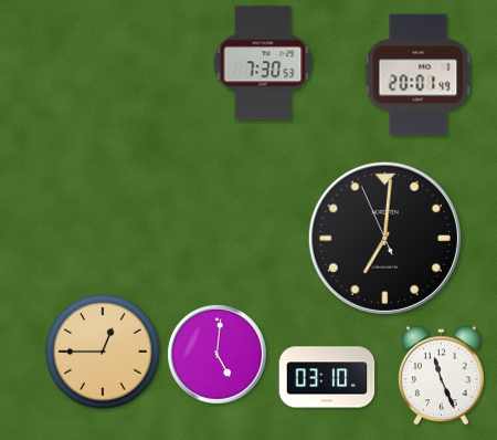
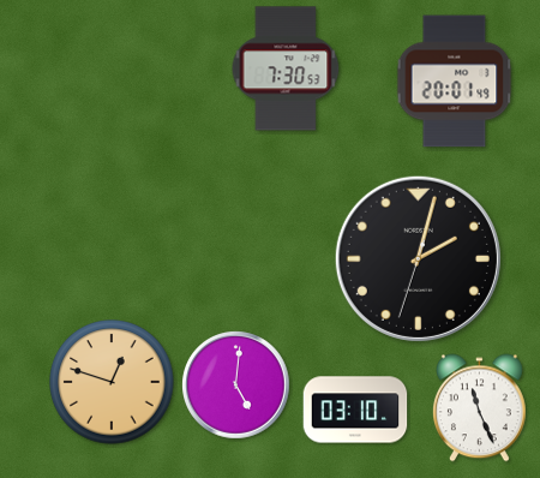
clock at (384, 238): 7:00 -> 2:02
clock at (103, 352): 12:45 -> 12:48
